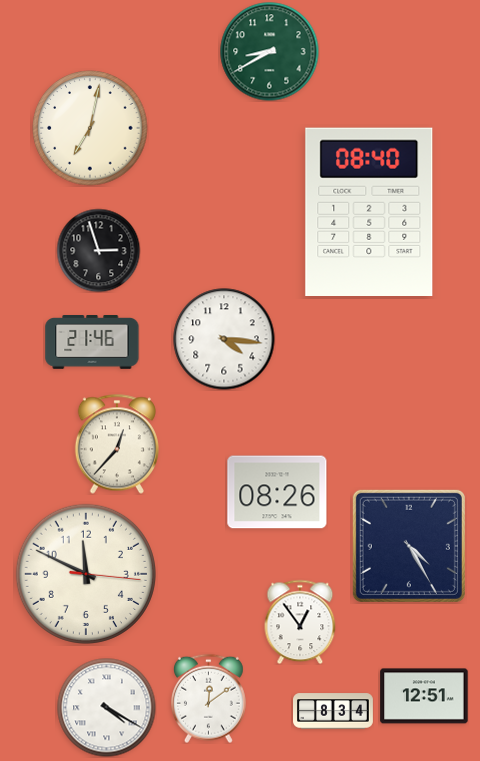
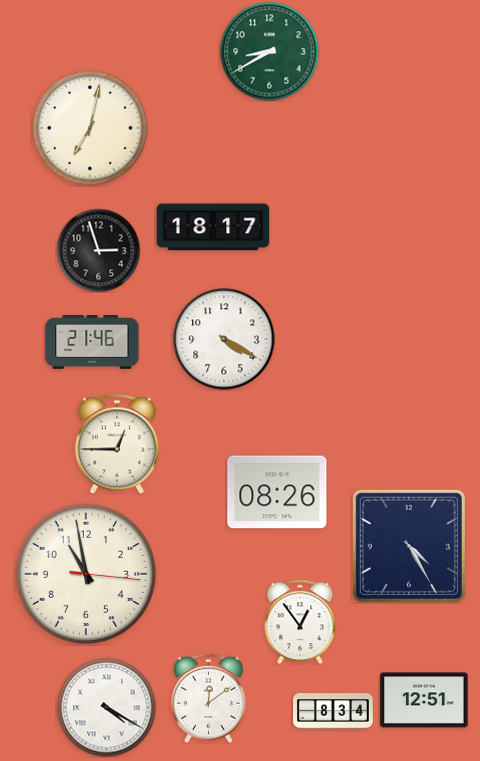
clock at (369, 211): 08:40 -> none
clock at (213, 227): none -> 18:17
clock at (224, 339): 4:16 -> 4:20
clock at (117, 444): 12:37 -> 12:45
clock at (86, 574): 11:49 -> 10:58
clock at (424, 696) position: (424, 696) -> (424, 700)
